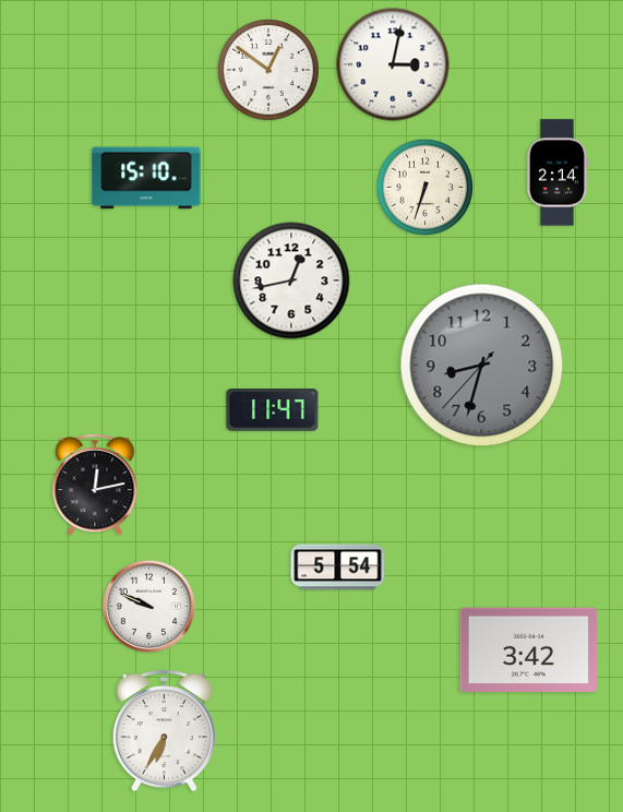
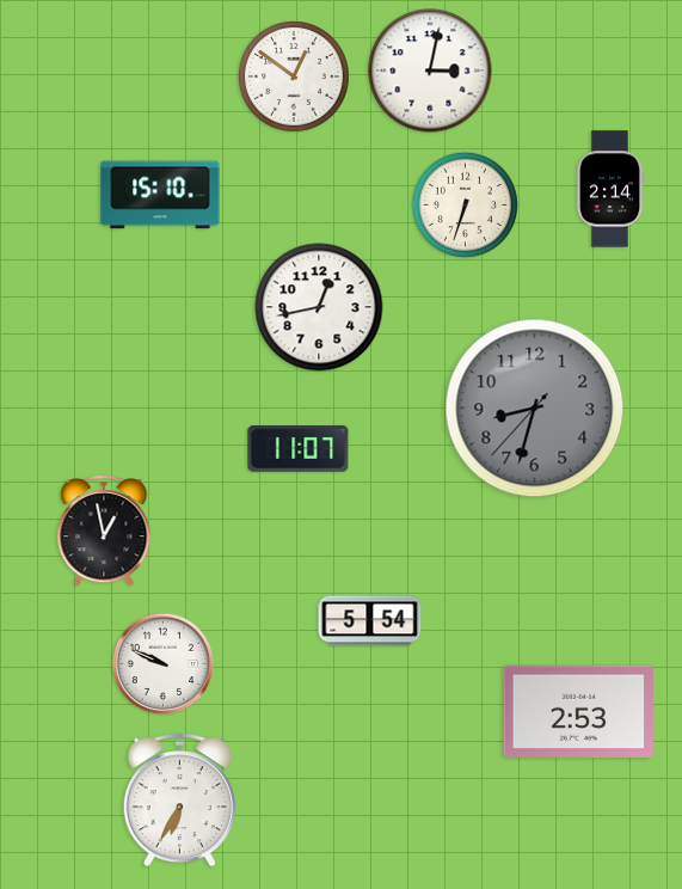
clock at (482, 366) position: (482, 366) -> (535, 409)
clock at (273, 410): 11:47 -> 11:07
clock at (95, 485): 12:13 -> 12:58
clock at (528, 649): 3:42 -> 2:53
